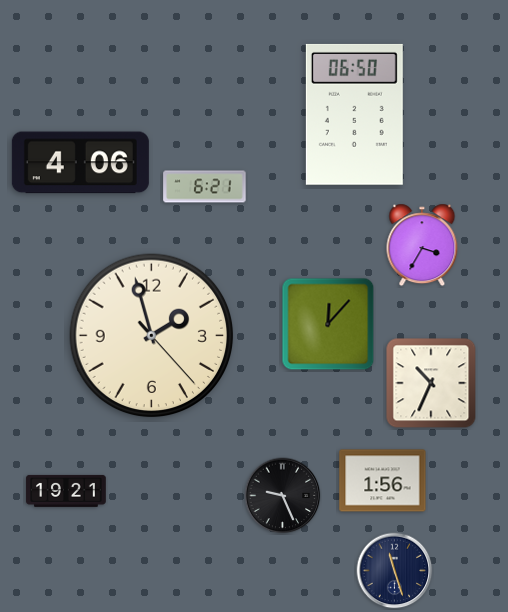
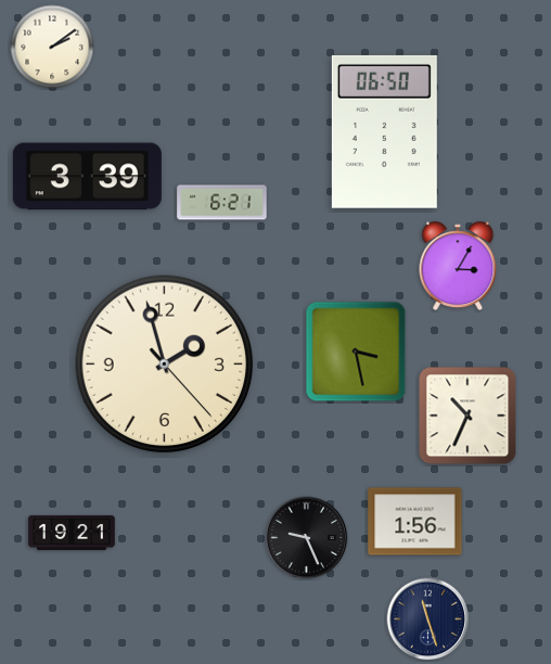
clock at (52, 47): none -> 2:09
clock at (354, 114) position: (354, 114) -> (384, 131)
clock at (80, 163): 4:06 -> 3:39
clock at (422, 245): 3:35 -> 3:05
clock at (328, 324): 12:07 -> 3:28
